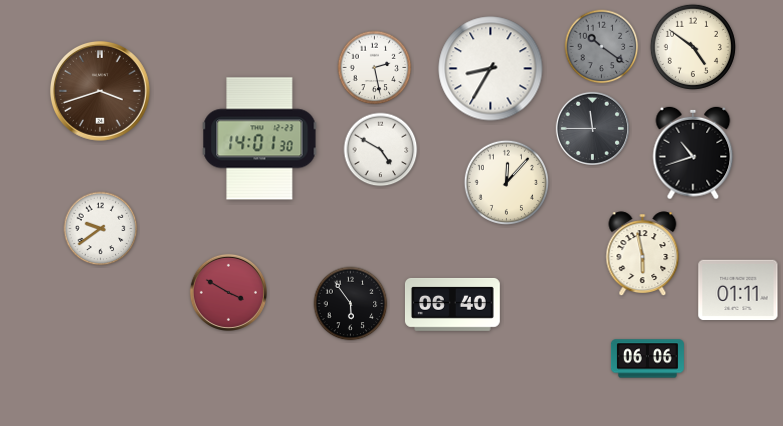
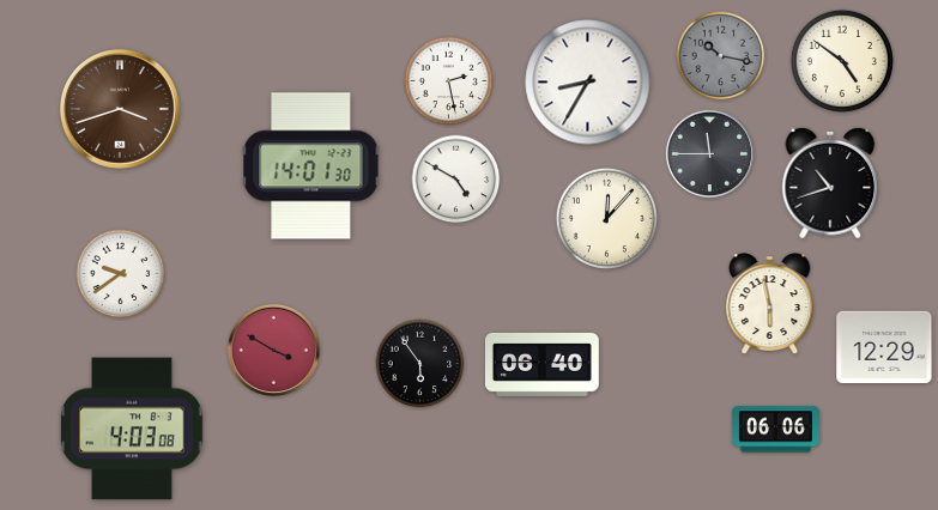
clock at (602, 47): 10:21 -> 10:17
clock at (693, 47) position: (693, 47) -> (842, 61)
clock at (738, 290): 01:11 -> 12:29
clock at (132, 429): none -> 4:03
